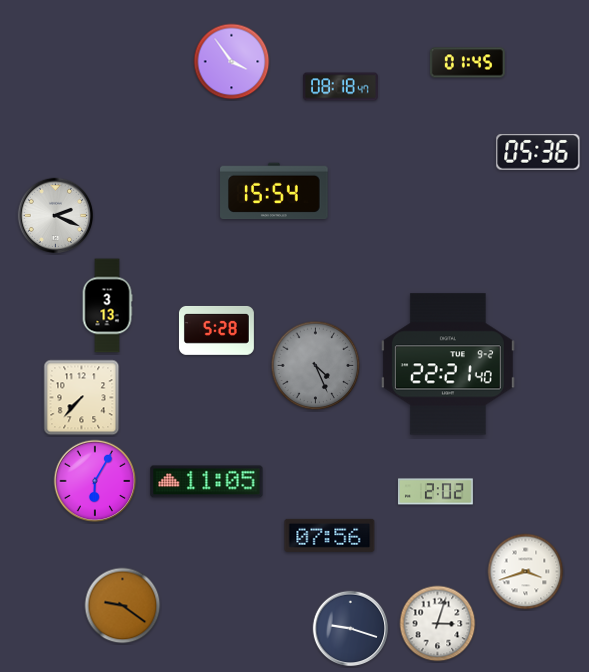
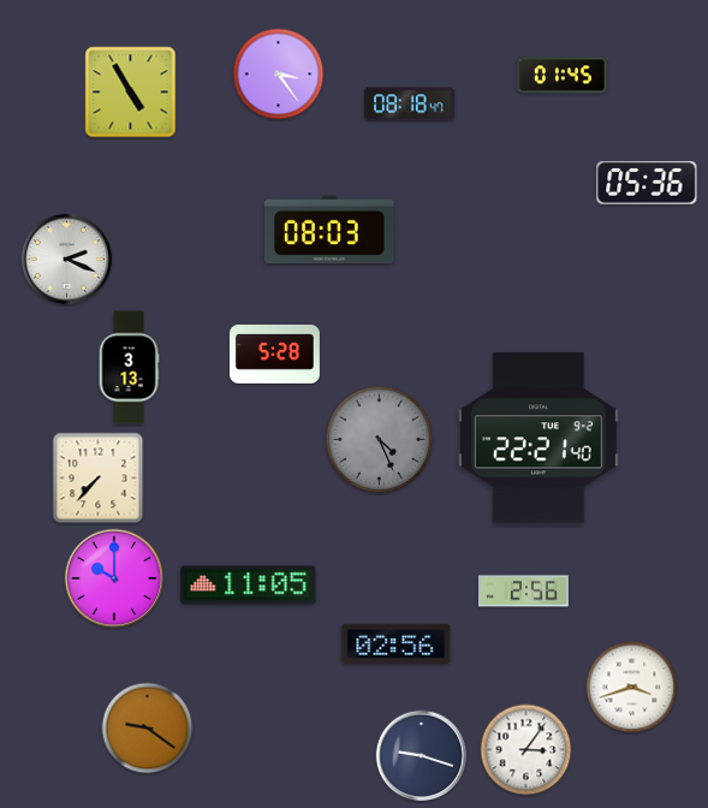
clock at (232, 62): 3:54 -> 3:24
clock at (131, 93): none -> 4:55
clock at (274, 191): 15:54 -> 08:03
clock at (216, 330) position: (216, 330) -> (274, 353)
clock at (95, 481): 6:05 -> 10:00
clock at (207, 482) position: (207, 482) -> (249, 586)
clock at (435, 492): 2:02 -> 2:56
clock at (330, 535): 07:56 -> 02:56
clock at (438, 624): 3:03 -> 3:06
